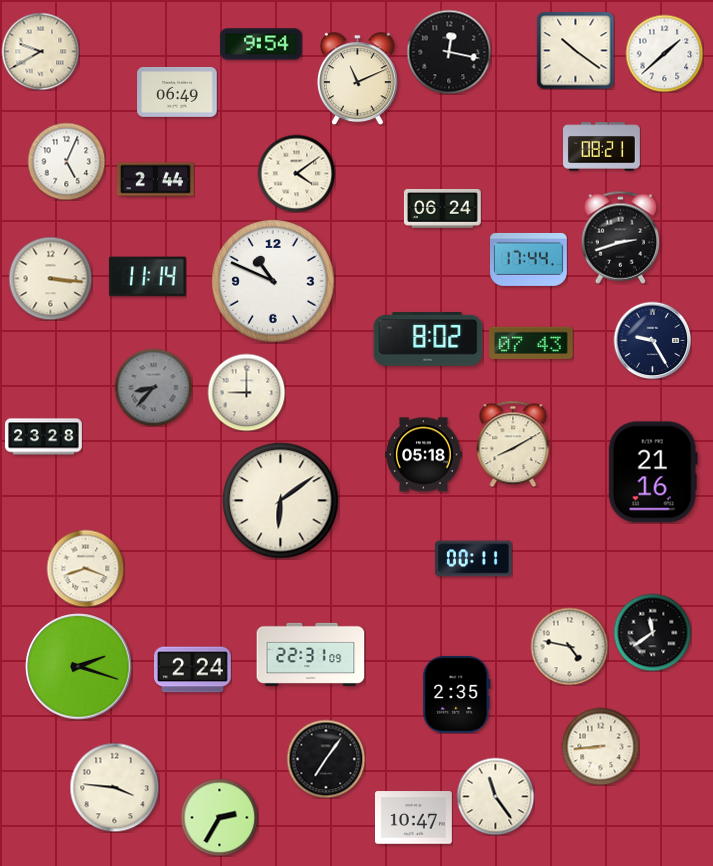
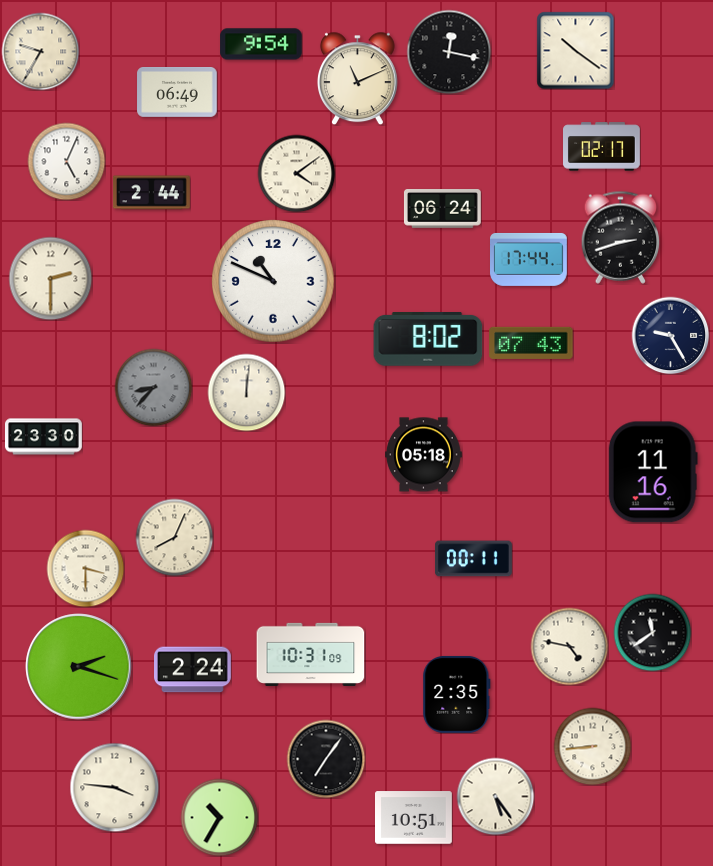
clock at (40, 51): 9:40 -> 9:35
clock at (664, 53): 1:38 -> none
clock at (602, 147): 08:21 -> 02:17
clock at (155, 180) position: (155, 180) -> (151, 193)
clock at (147, 277): 11:14 -> none
clock at (50, 278): 3:16 -> 2:30
clock at (652, 340) position: (652, 340) -> (670, 335)
clock at (246, 392): 9:00 -> 12:01
clock at (44, 437): 23:28 -> 23:30
clock at (513, 444): 8:10 -> none
clock at (653, 472): 21:16 -> 11:16
clock at (281, 501): 6:09 -> none
clock at (174, 537): none -> 8:04
clock at (85, 568): 3:42 -> 3:30
clock at (311, 654): 22:31 -> 10:31
clock at (600, 746) position: (600, 746) -> (592, 746)
clock at (495, 796): 11:24 -> 5:24
clock at (219, 817): 2:35 -> 10:35
clock at (414, 818): 10:47 -> 10:51
